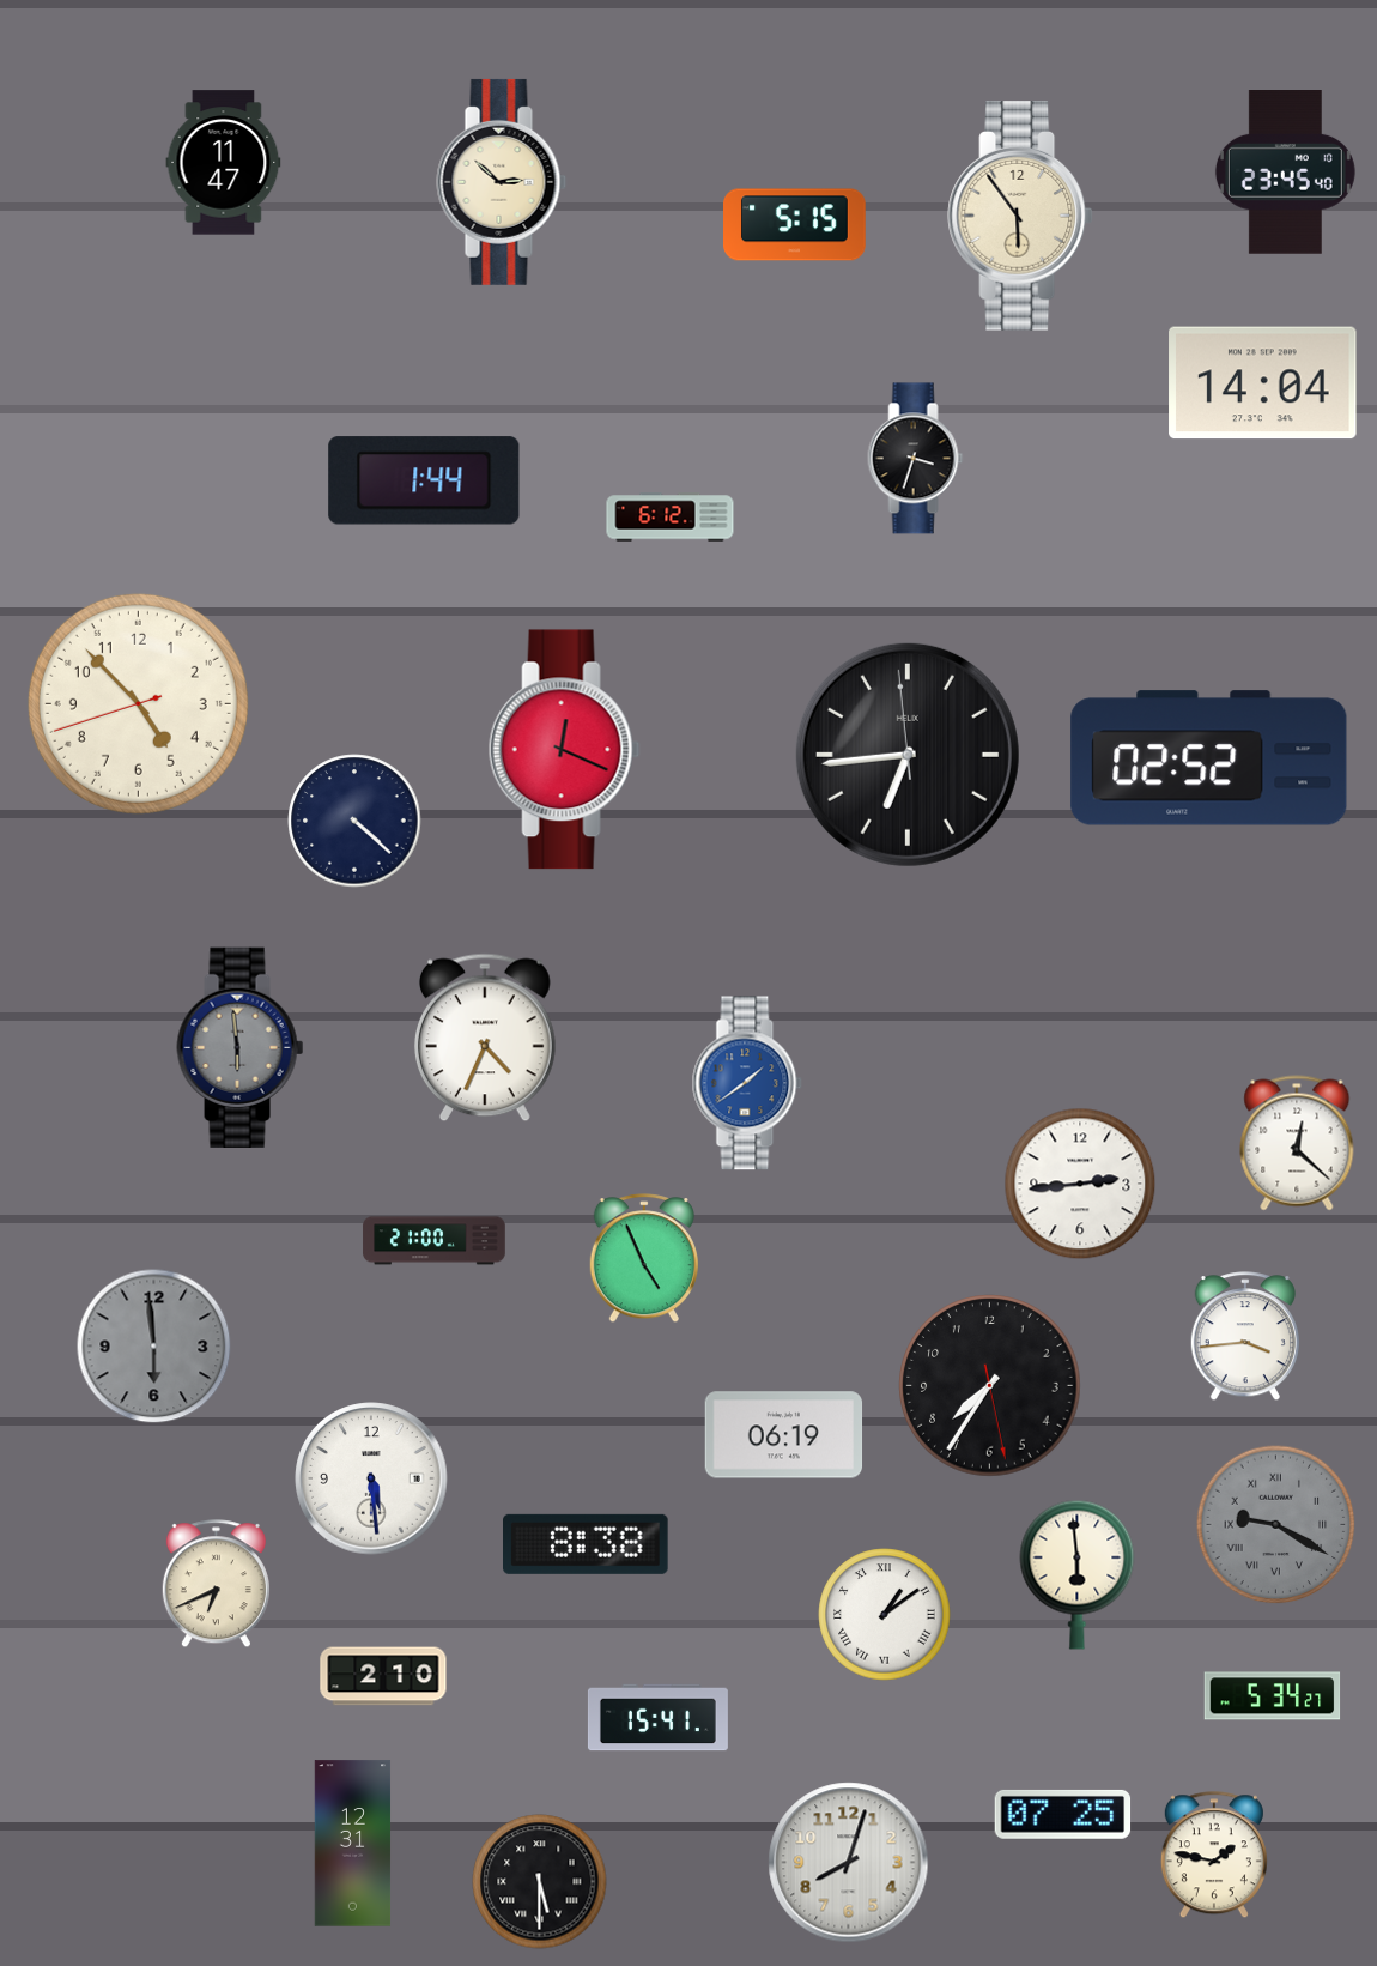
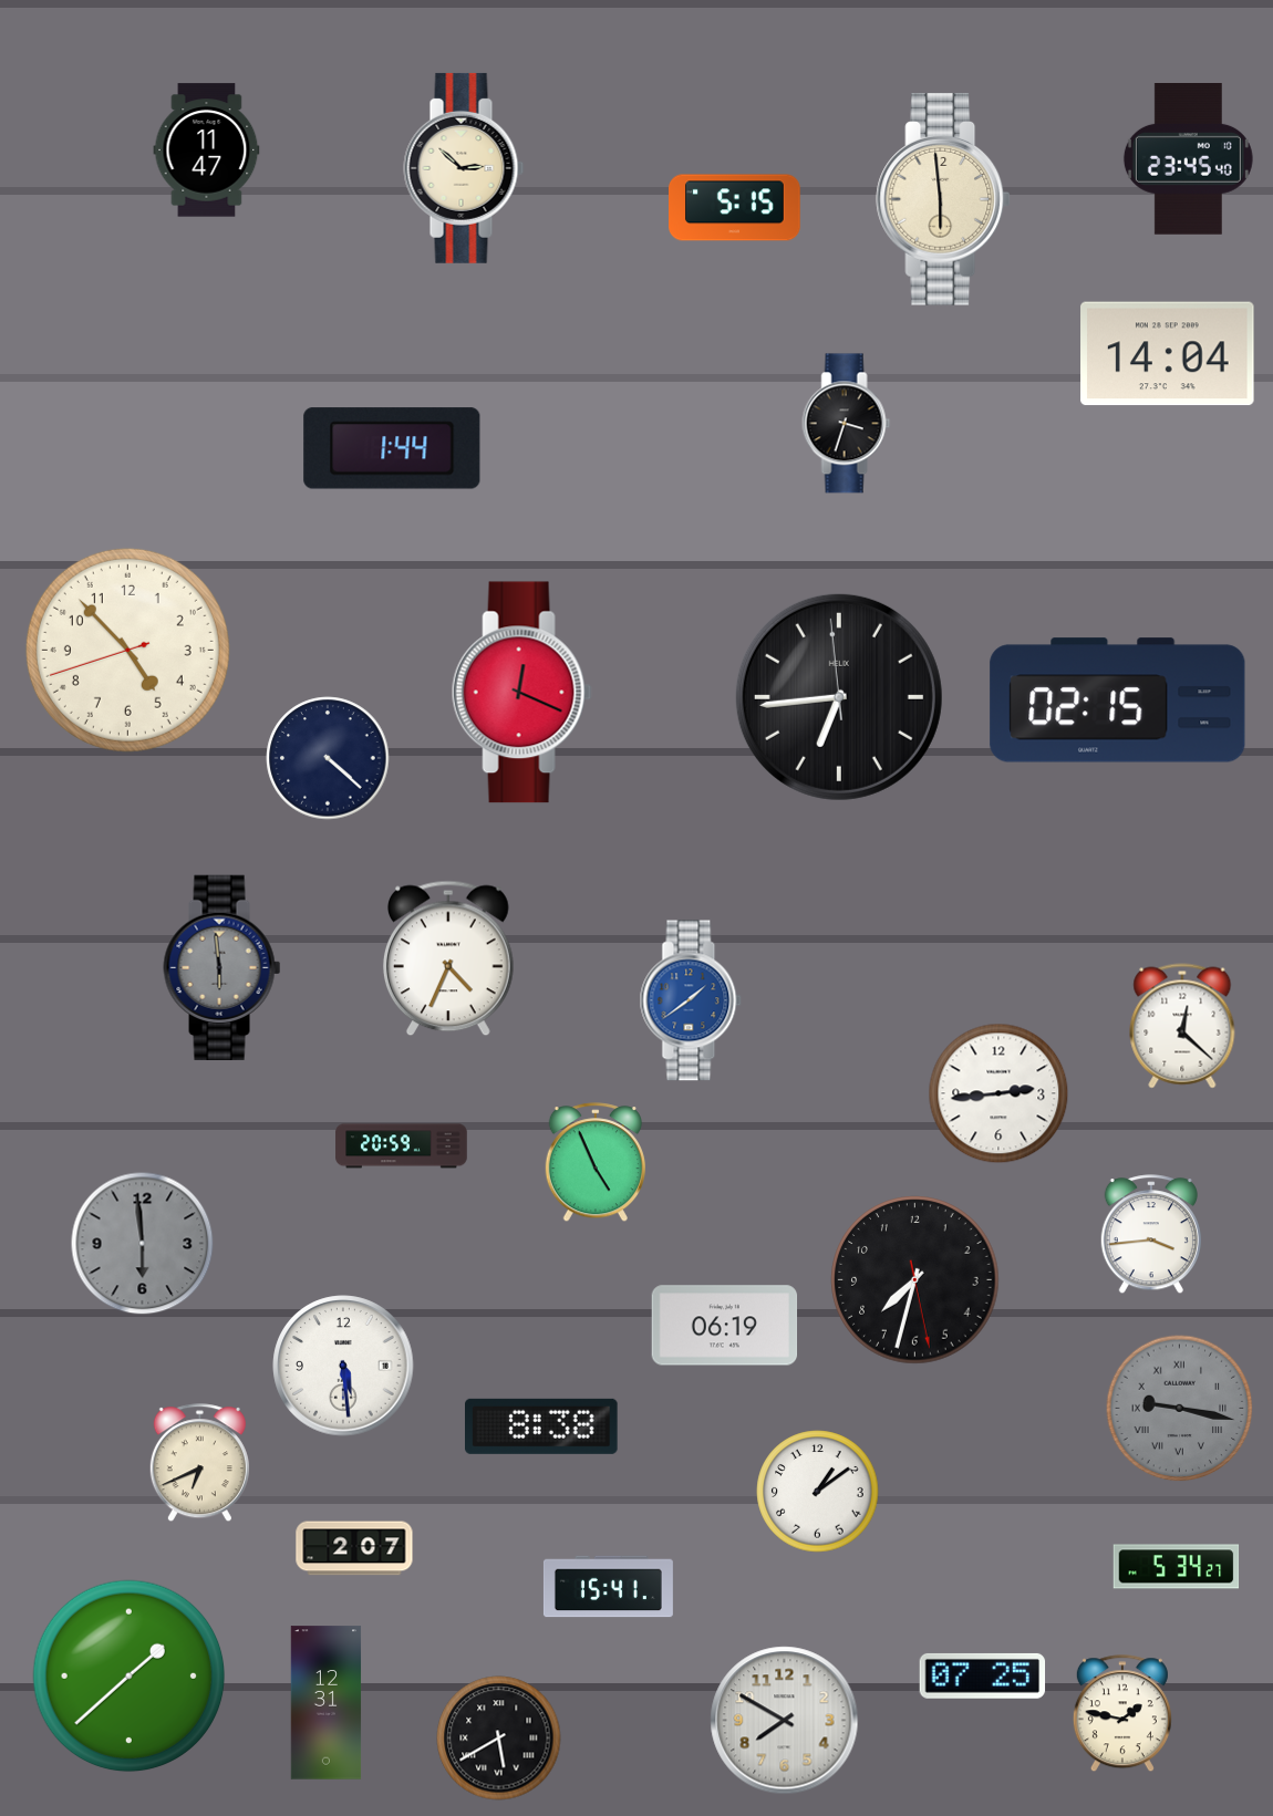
clock at (1020, 216): 5:54 -> 5:59
clock at (424, 480) position: (424, 480) -> (392, 448)
clock at (671, 518): 6:12 -> none
clock at (1209, 758): 02:52 -> 02:15
clock at (1297, 1143) position: (1297, 1143) -> (1182, 1026)
clock at (435, 1241): 21:00 -> 20:59
clock at (990, 1386): 7:35 -> 7:32
clock at (1276, 1525): 9:20 -> 9:17
clock at (1078, 1574): 5:59 -> none
clock at (885, 1615) numerals: Roman -> Arabic
clock at (383, 1676): 2:10 -> 2:07
clock at (130, 1677): none -> 1:38
clock at (849, 1863): 8:03 -> 7:50
clock at (540, 1882): 5:30 -> 5:40
